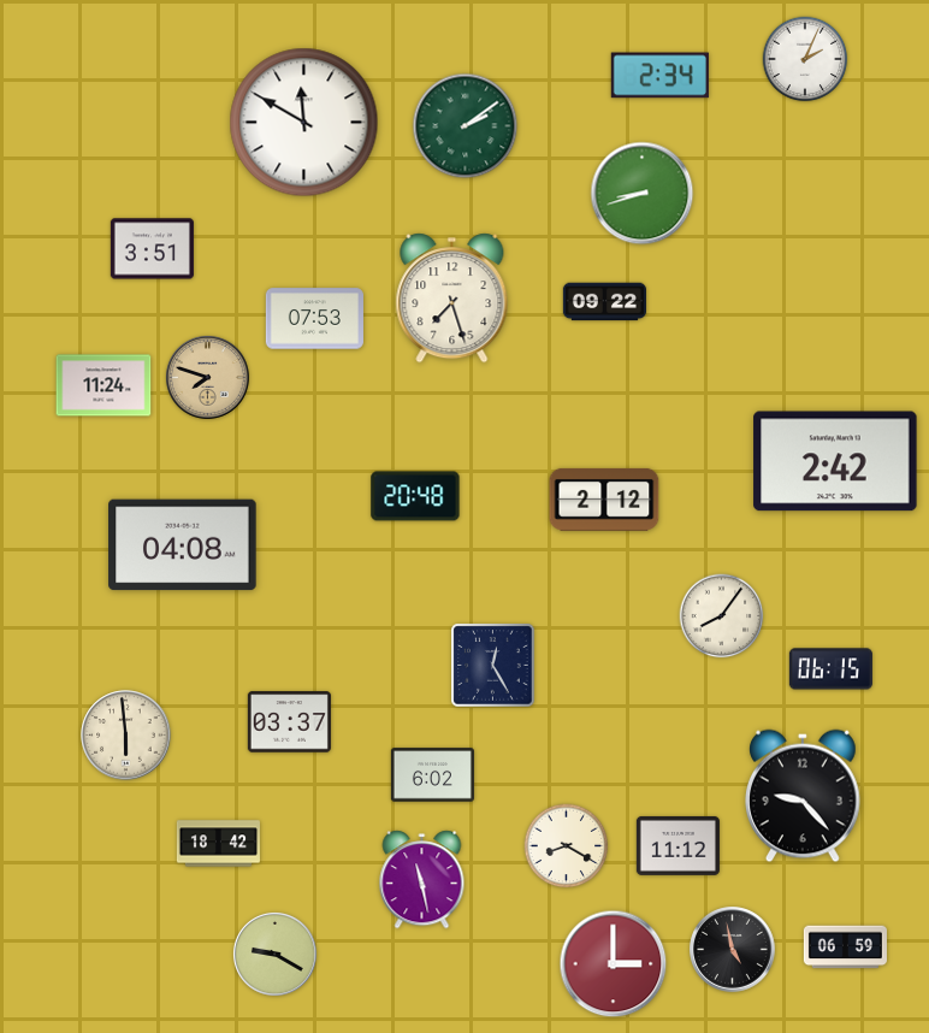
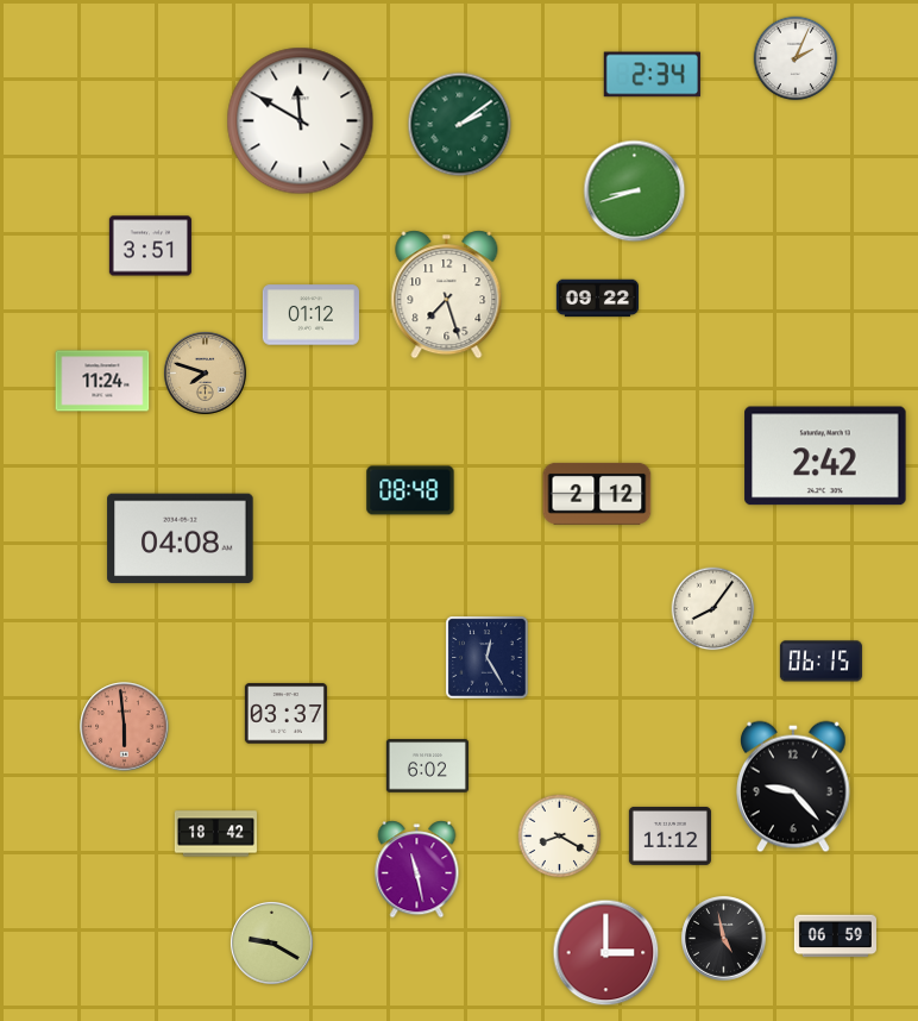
clock at (314, 319): 07:53 -> 01:12
clock at (415, 496): 20:48 -> 08:48
clock at (126, 736) dial: cream -> salmon
